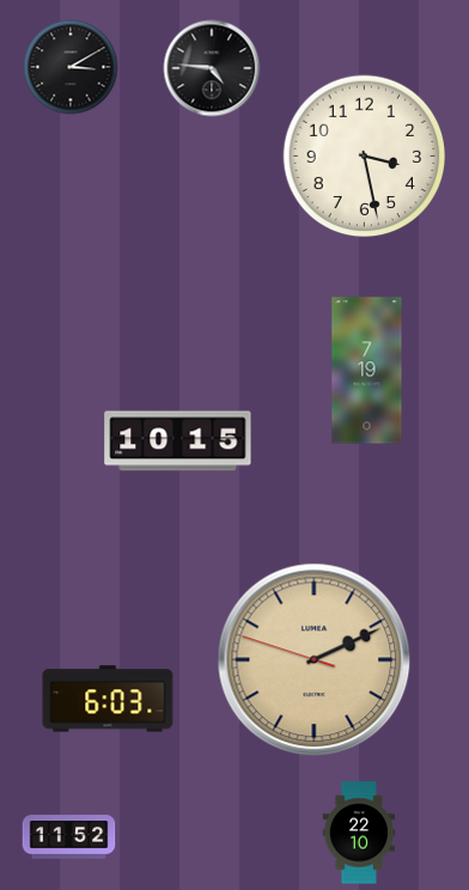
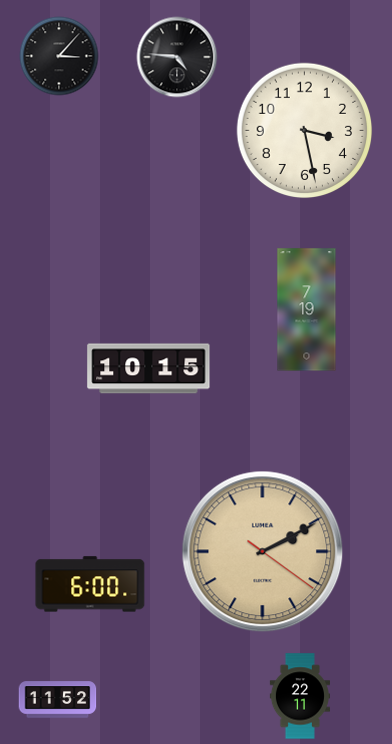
clock at (71, 67): 3:10 -> 3:07
clock at (315, 660): 2:10:48 -> 2:10:21
clock at (108, 699): 6:03 -> 6:00
clock at (358, 833): 22:10 -> 22:11
